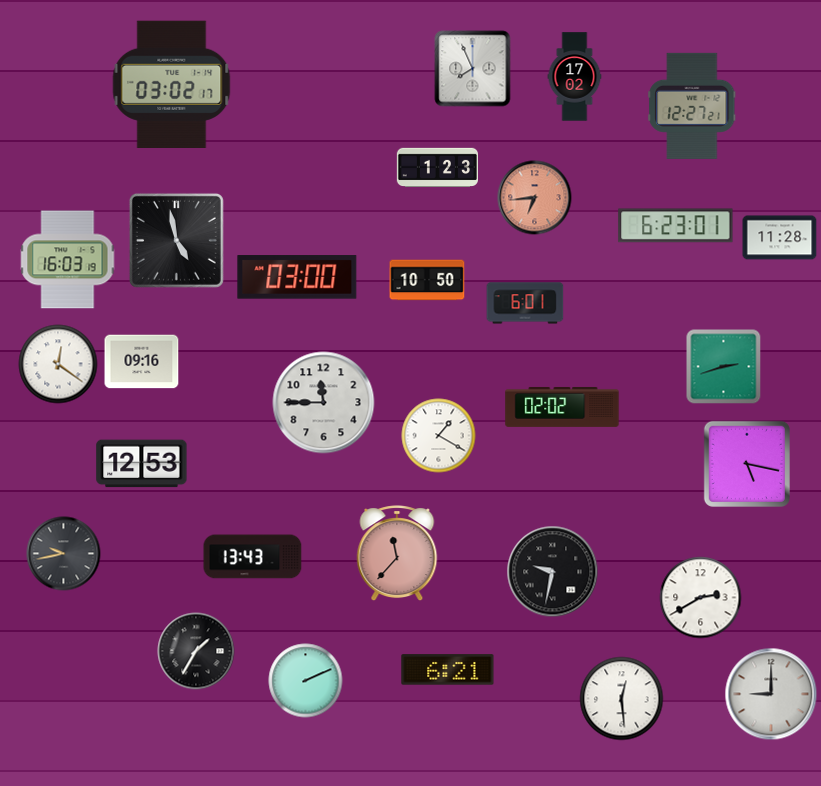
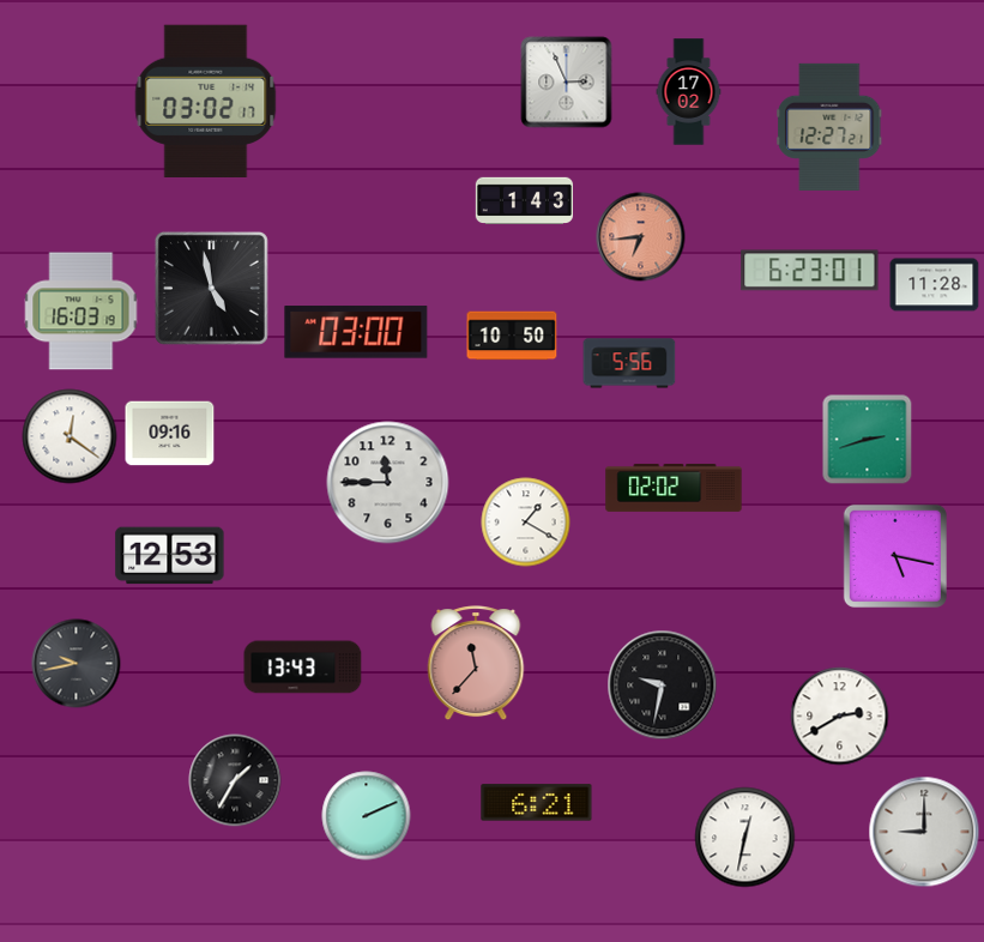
clock at (473, 69): 7:56 -> 2:56
clock at (437, 168): 1:23 -> 1:43
clock at (525, 303): 6:01 -> 5:56
clock at (622, 699): 12:29 -> 12:32
